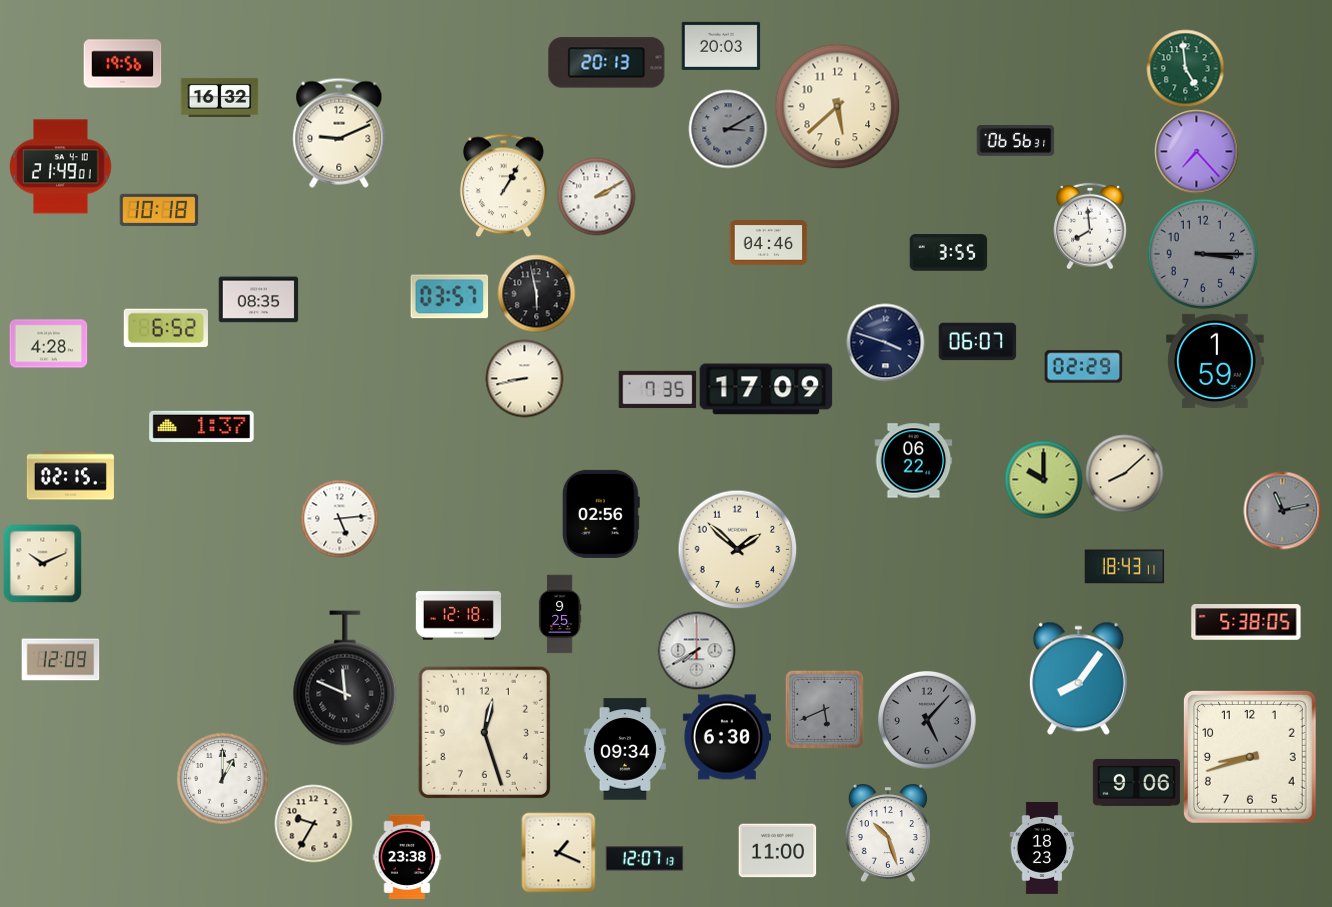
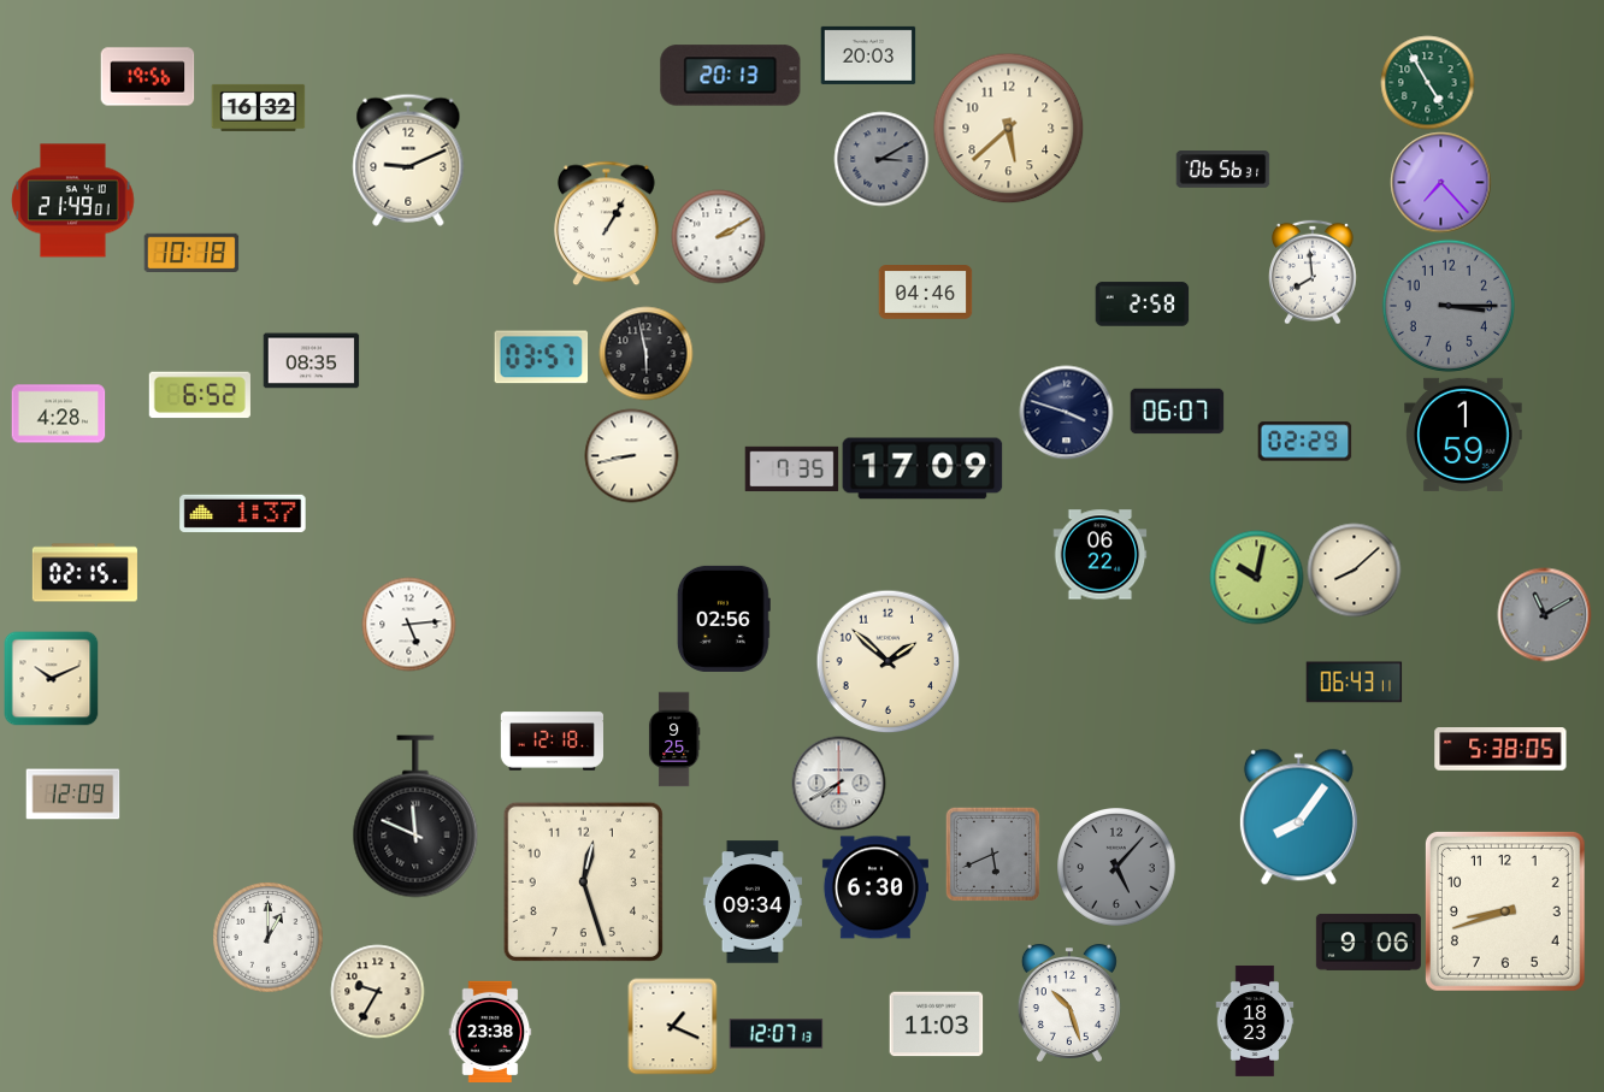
clock at (1185, 68): 4:59 -> 4:55
clock at (219, 97) position: (219, 97) -> (258, 107)
clock at (728, 129) position: (728, 129) -> (881, 159)
clock at (948, 253): 3:55 -> 2:58
clock at (1043, 479): 10:00 -> 10:02
clock at (1282, 510): 11:13 -> 11:10
clock at (1124, 567): 18:43 -> 06:43
clock at (777, 851): 11:00 -> 11:03
